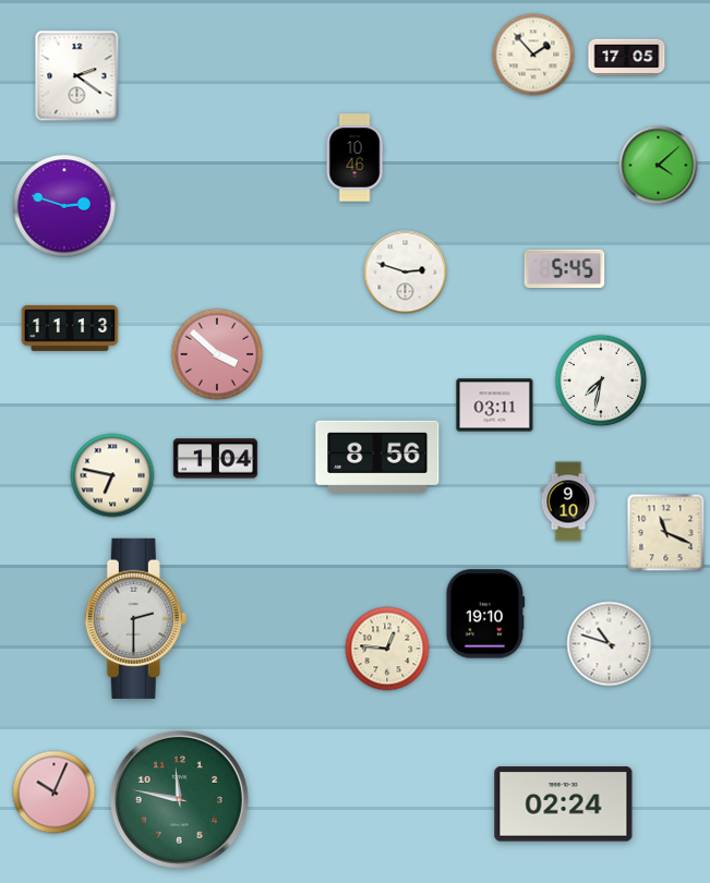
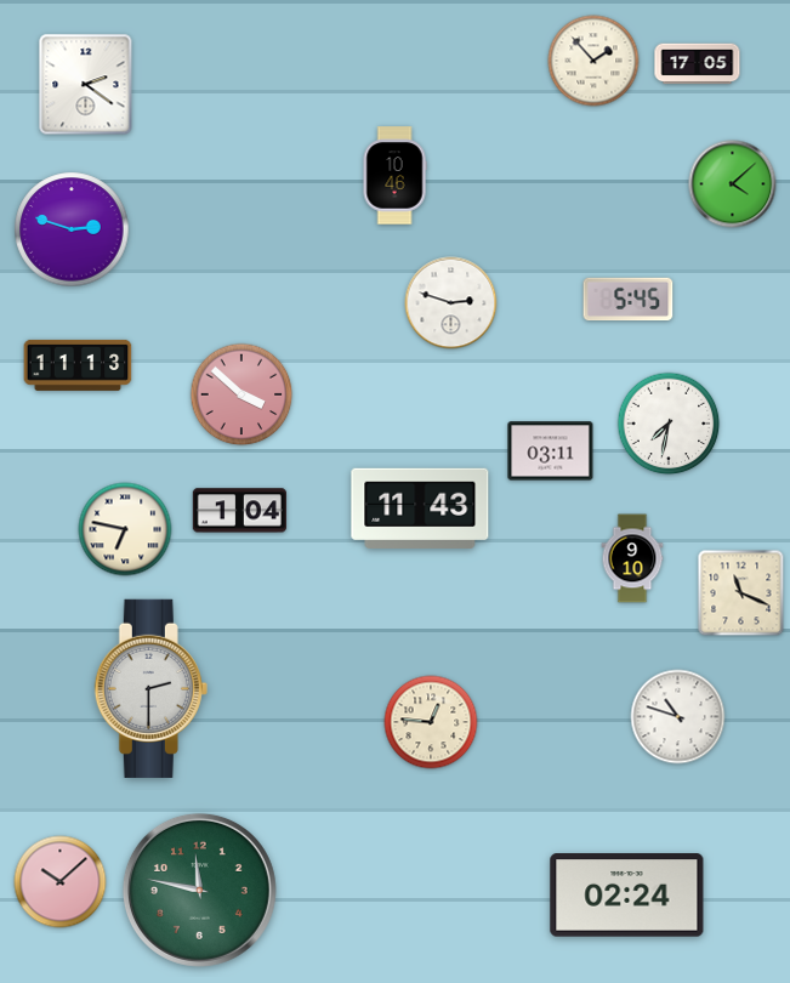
clock at (377, 457): 8:56 -> 11:43
clock at (485, 614): 19:10 -> none
clock at (55, 793): 10:04 -> 10:08
